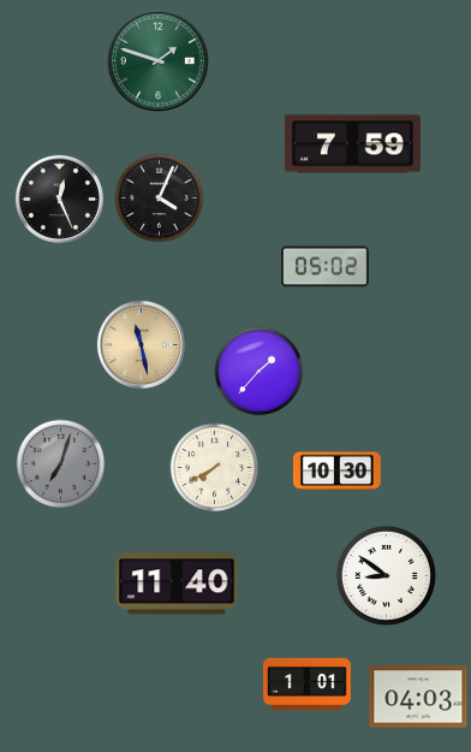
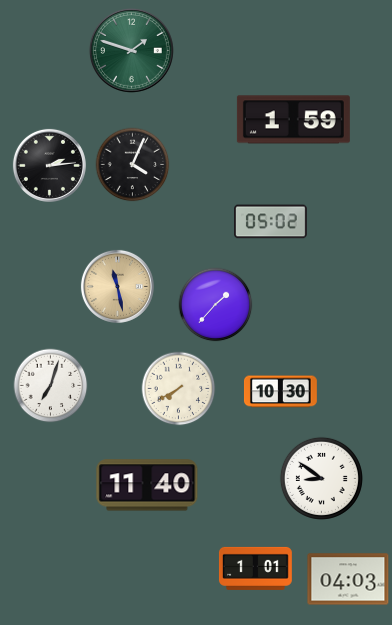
clock at (352, 144): 7:59 -> 1:59
clock at (59, 199): 12:26 -> 2:14
clock at (260, 372) position: (260, 372) -> (216, 305)
clock at (61, 464) dial: grey -> white
